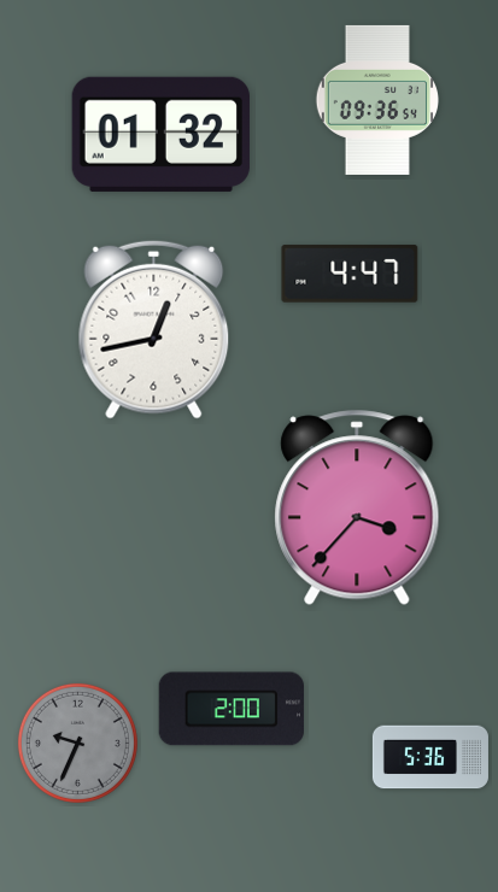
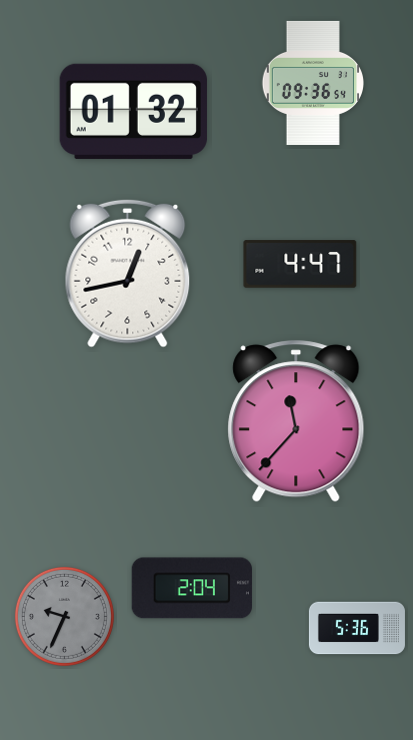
clock at (350, 274) position: (350, 274) -> (300, 264)
clock at (357, 507): 3:37 -> 11:37
clock at (232, 709): 2:00 -> 2:04
